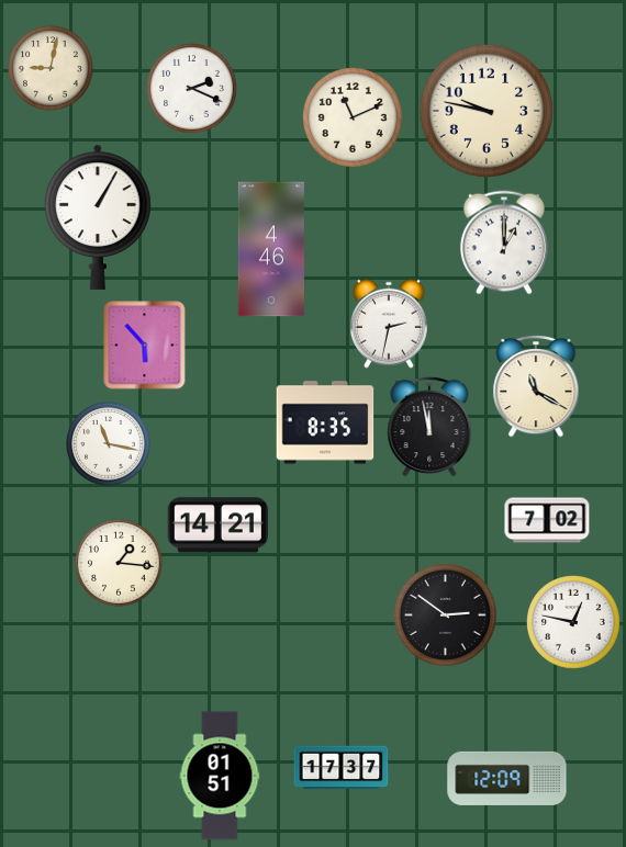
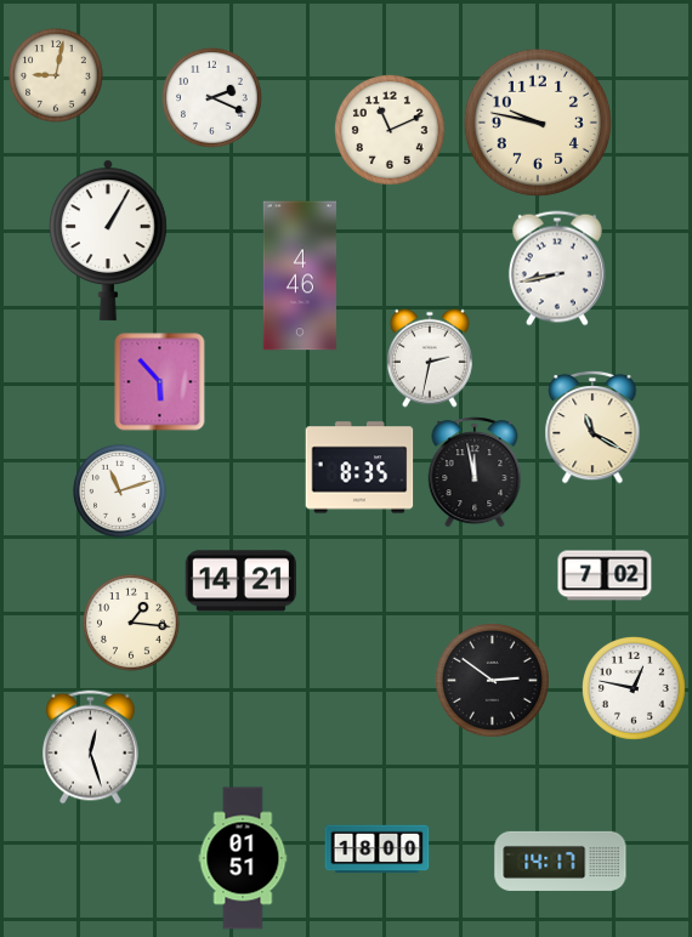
clock at (504, 242): 1:00 -> 8:43
clock at (109, 444): 11:17 -> 11:12
clock at (91, 748): none -> 12:27
clock at (342, 768): 17:37 -> 18:00
clock at (507, 778): 12:09 -> 14:17
